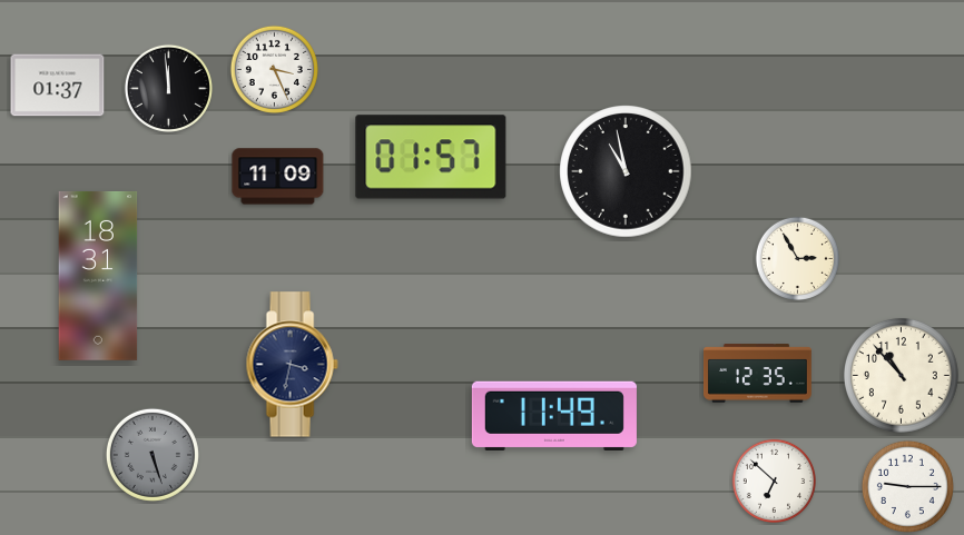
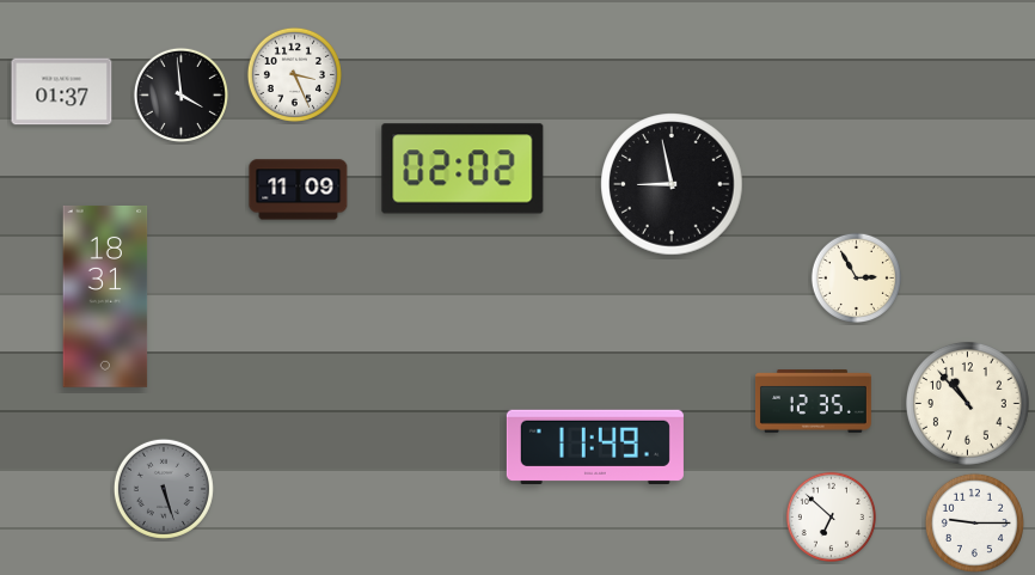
clock at (168, 88): 11:59 -> 3:59
clock at (431, 157): 01:57 -> 02:02
clock at (626, 171): 10:58 -> 8:58
clock at (292, 365): 3:32 -> none
